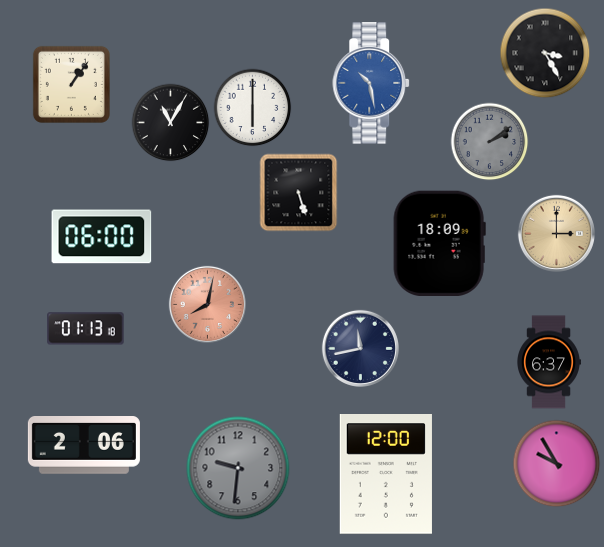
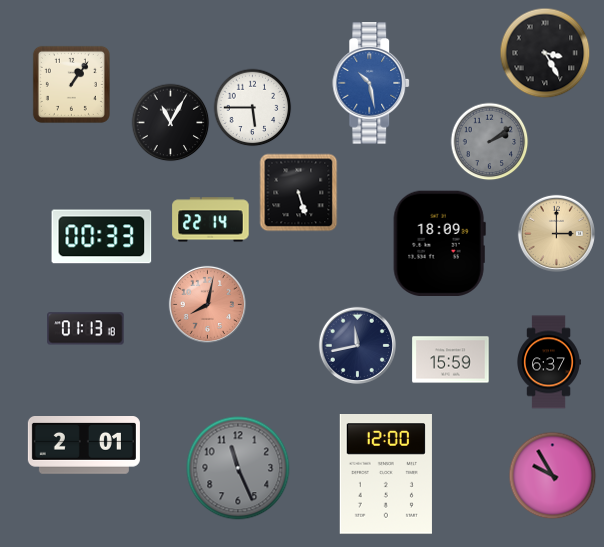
clock at (252, 107): 6:00 -> 5:45
clock at (211, 220): none -> 22:14
clock at (102, 237): 06:00 -> 00:33
clock at (360, 348) position: (360, 348) -> (357, 345)
clock at (451, 360): none -> 15:59
clock at (84, 446): 2:06 -> 2:01
clock at (556, 463) position: (556, 463) -> (552, 475)
clock at (238, 468): 9:31 -> 11:26
